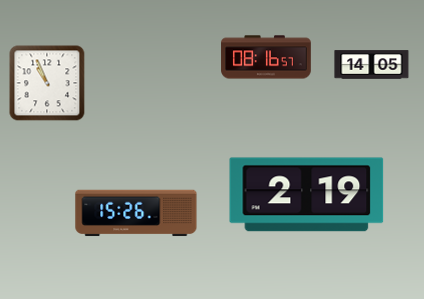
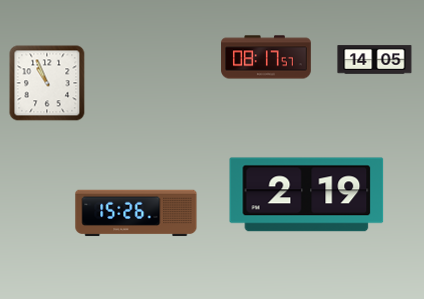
clock at (266, 57): 08:16 -> 08:17
clock at (372, 65) position: (372, 65) -> (375, 60)
